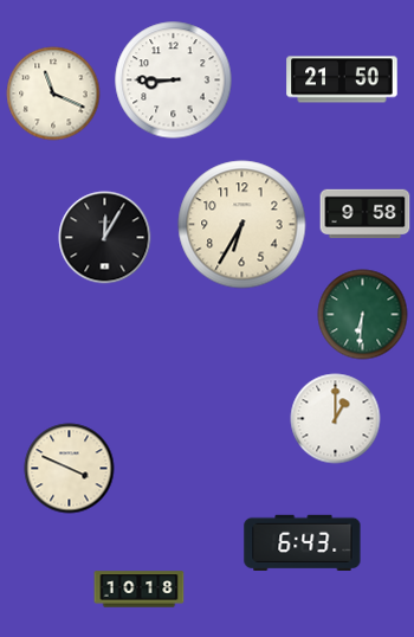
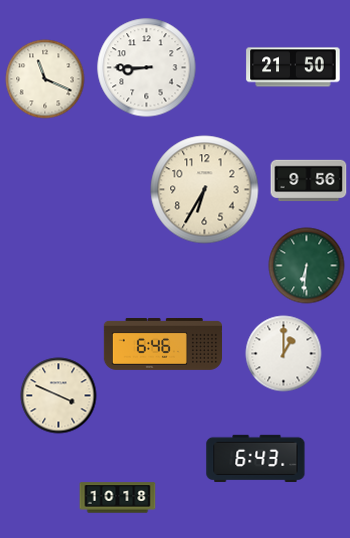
clock at (342, 79) position: (342, 79) -> (293, 67)
clock at (366, 214): 9:58 -> 9:56
clock at (105, 238): 12:05 -> none
clock at (162, 345): none -> 6:46
